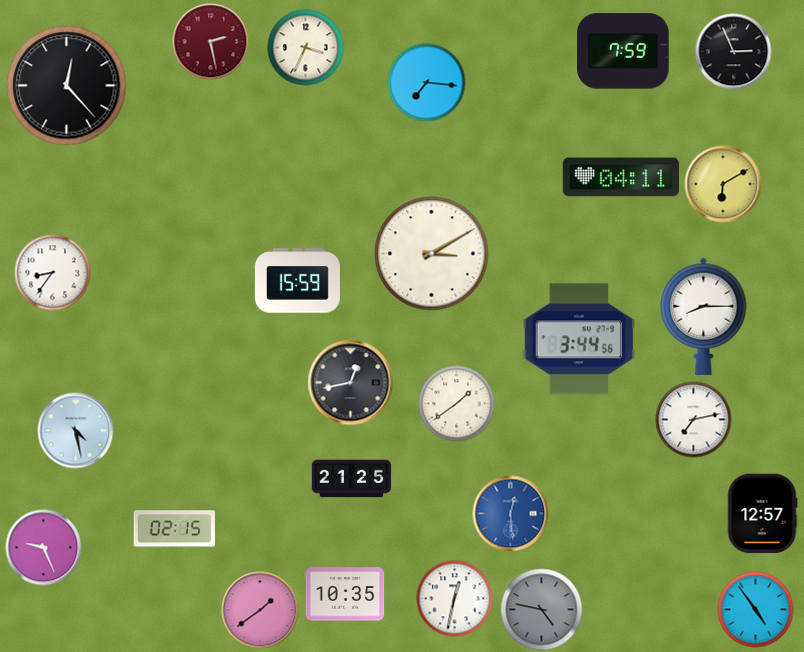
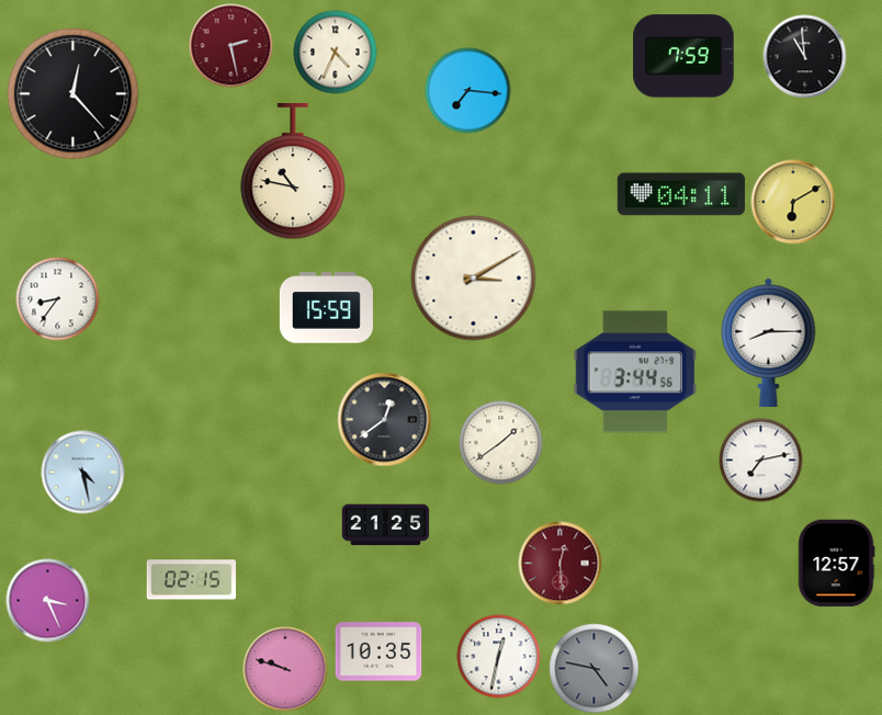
clock at (306, 48): 3:34 -> 4:34
clock at (734, 52): 2:56 -> 10:59
clock at (293, 172): none -> 10:47
clock at (704, 316) position: (704, 316) -> (769, 342)
clock at (351, 383): 12:43 -> 12:39
clock at (511, 514) dial: blue -> burgundy
clock at (44, 548): 9:26 -> 3:26
clock at (260, 610): 1:39 -> 9:48
clock at (756, 610): 4:54 -> none
